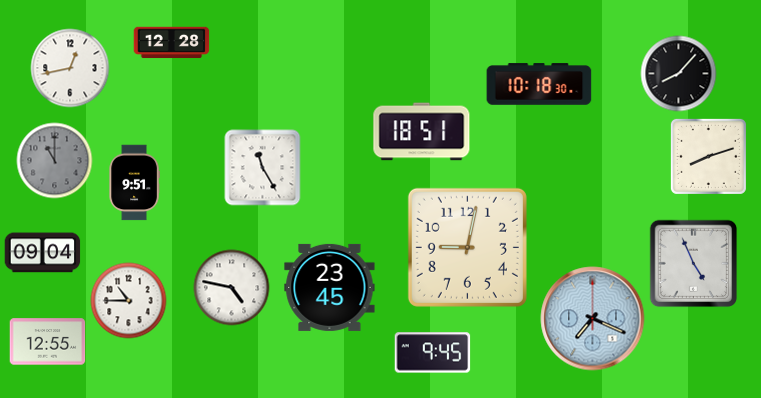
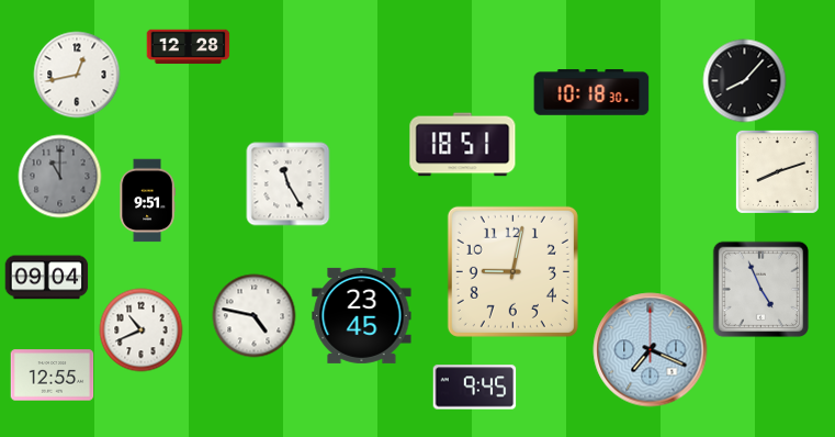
clock at (129, 301): 10:45 -> 10:41
